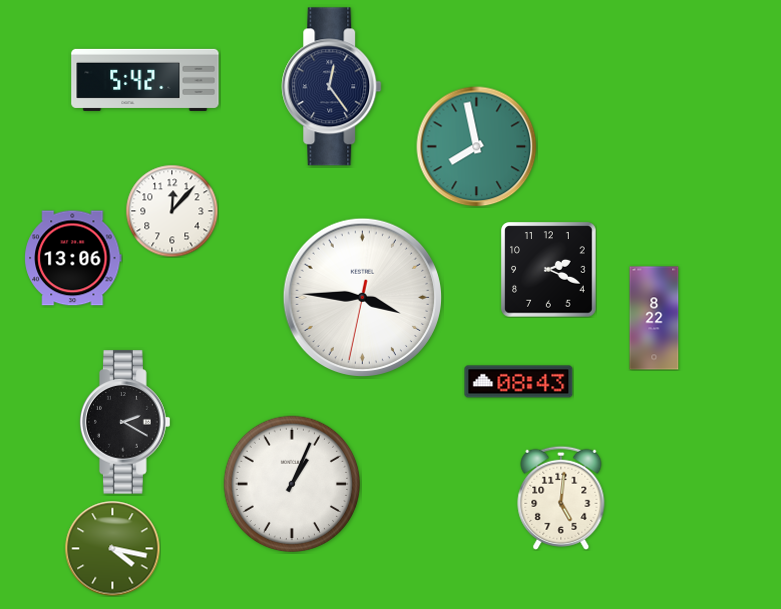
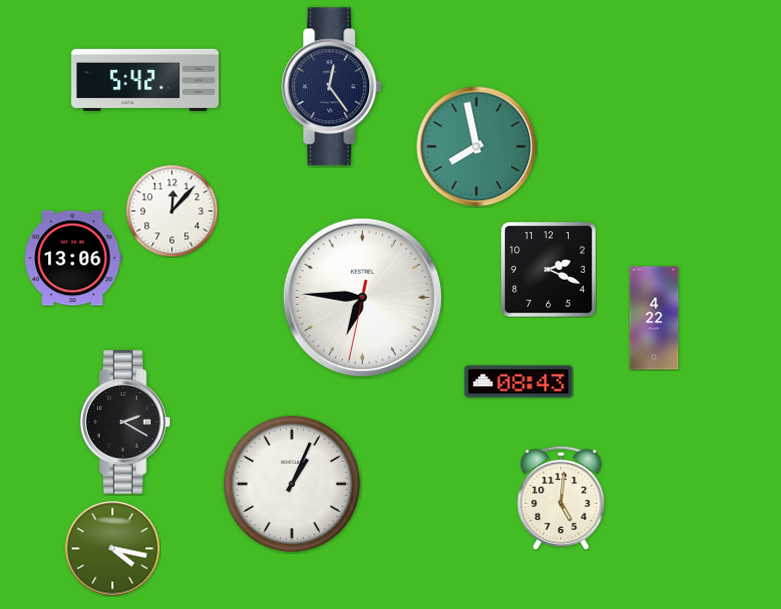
clock at (362, 297): 3:45 -> 6:45
clock at (654, 318): 8:22 -> 4:22
